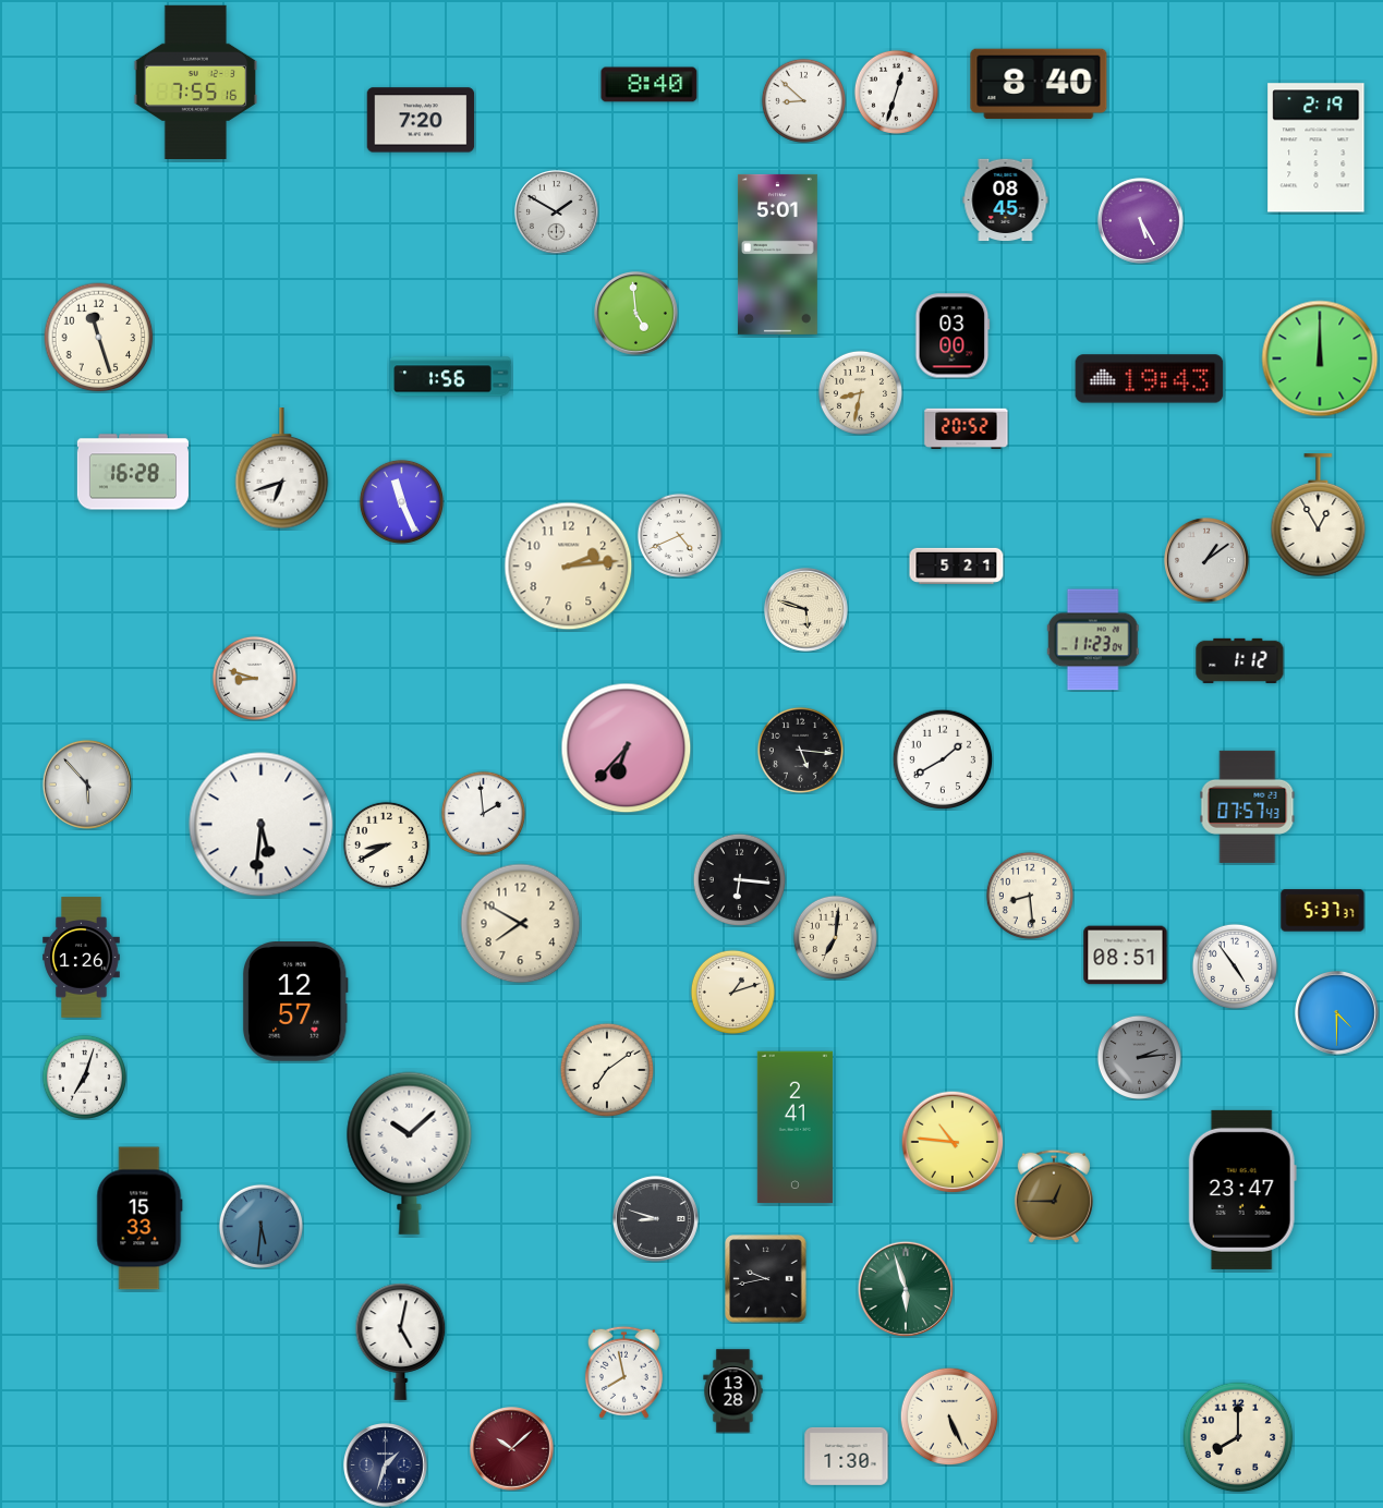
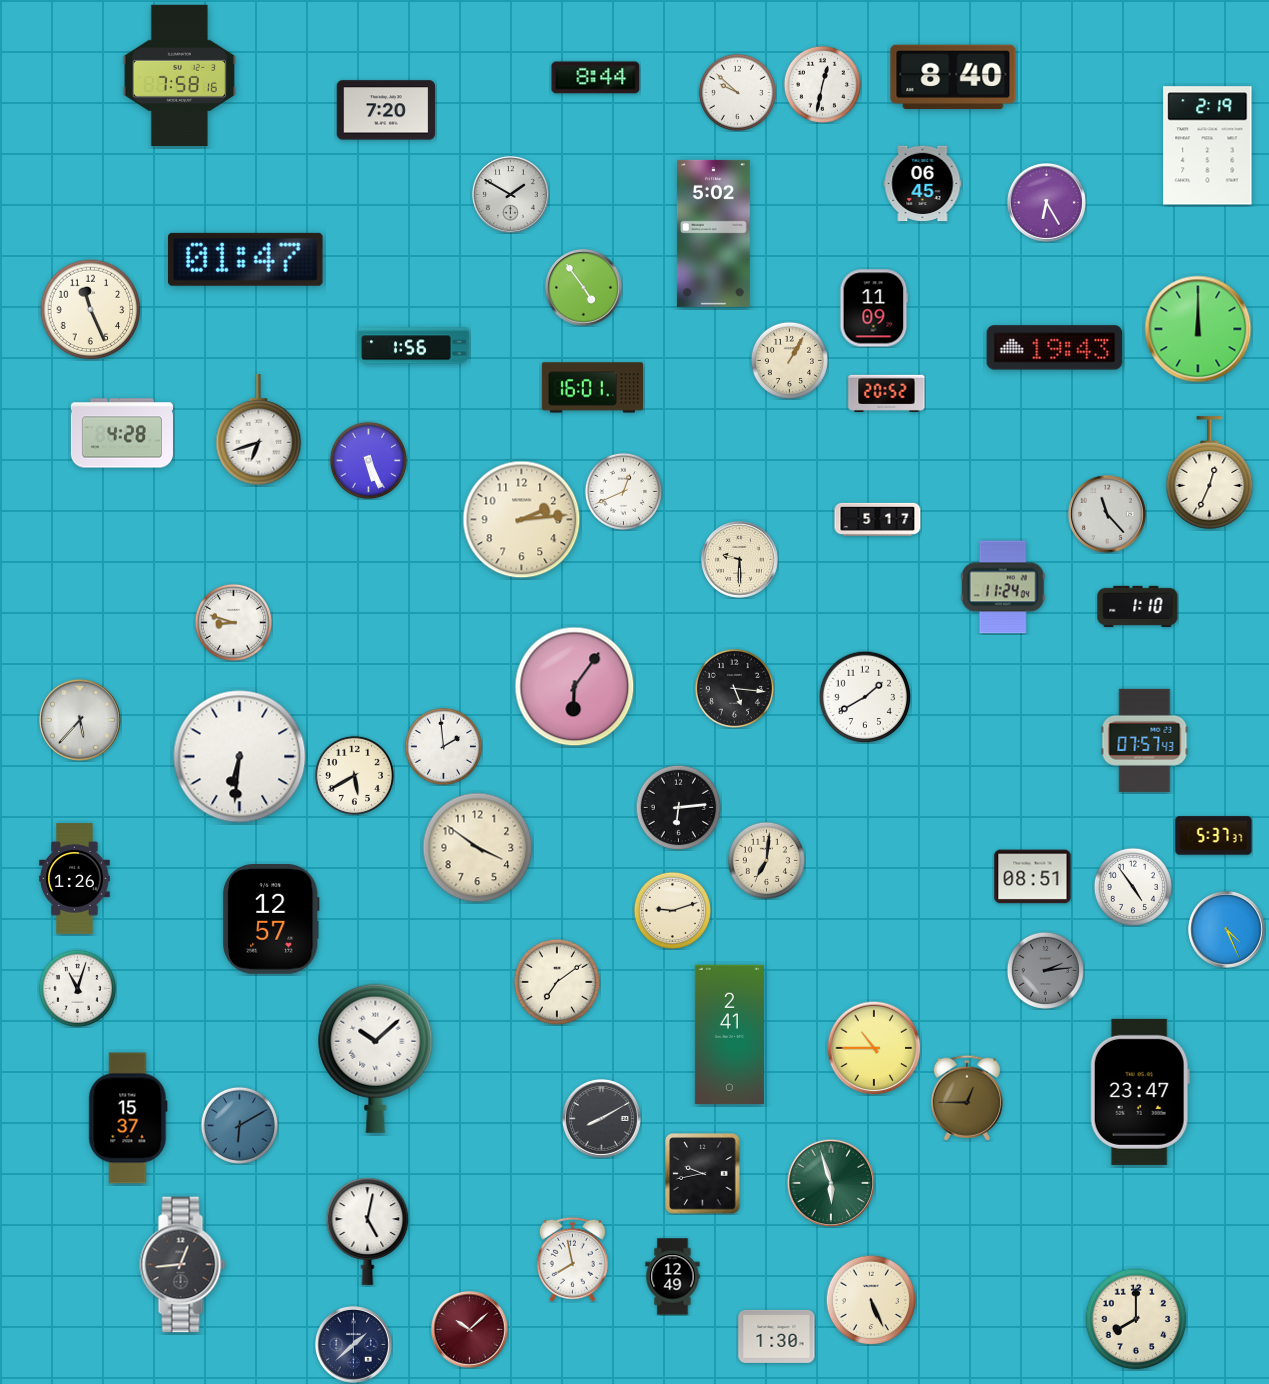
clock at (196, 82): 7:55 -> 7:58
clock at (650, 85): 8:40 -> 8:44
clock at (896, 92): 12:33 -> 12:32
clock at (803, 100): 8:52 -> 9:52
clock at (1317, 148) position: (1317, 148) -> (1208, 146)
clock at (1006, 200): 08:45 -> 06:45
clock at (1140, 220): 5:25 -> 6:25
clock at (777, 254): 5:01 -> 5:02
clock at (246, 259): none -> 01:47
clock at (636, 314): 4:59 -> 4:54
clock at (953, 336): 03:00 -> 11:09
clock at (99, 338): 11:27 -> 11:26
clock at (1320, 358) position: (1320, 358) -> (1198, 329)
clock at (860, 392): 8:32 -> 1:05
clock at (592, 388): none -> 16:01
clock at (133, 472): 16:28 -> 4:28
clock at (401, 501): 11:26 -> 5:26
clock at (1319, 515): 12:55 -> 12:34
clock at (679, 535): 4:41 -> 12:41
clock at (1208, 561): 1:09 -> 11:23
clock at (957, 565): 5:21 -> 5:17
clock at (806, 610): 5:48 -> 9:30
clock at (1093, 640): 11:23 -> 11:24
clock at (1240, 660): 1:12 -> 1:10
clock at (627, 749): 6:37 -> 6:06
clock at (87, 785): 5:53 -> 5:37
clock at (262, 825): 5:31 -> 6:31
clock at (386, 844): 8:40 -> 5:40
clock at (739, 879): 6:16 -> 6:14
clock at (1030, 896): 8:29 -> none
clock at (521, 924): 7:50 -> 3:51
clock at (732, 992): 1:12 -> 9:12
clock at (1337, 1013): 4:30 -> 4:26
clock at (84, 1077): 7:03 -> 11:03
clock at (953, 1142): 10:46 -> 10:45
clock at (139, 1218): 15:33 -> 15:37
clock at (655, 1218): 8:48 -> 8:10
clock at (260, 1226): 5:31 -> 6:10
clock at (183, 1265): none -> 12:44
clock at (733, 1391): 13:28 -> 12:49
clock at (386, 1466): 1:33 -> 1:38
